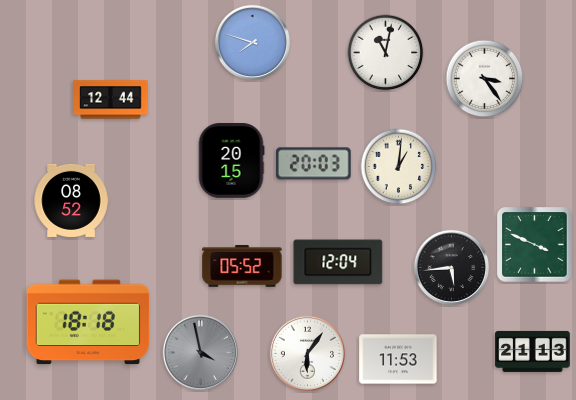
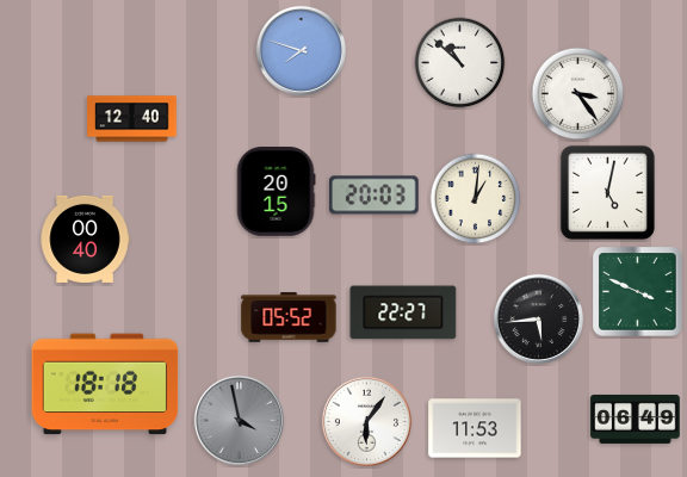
clock at (386, 53): 11:02 -> 10:52
clock at (111, 100): 12:44 -> 12:40
clock at (607, 192): none -> 5:02
clock at (71, 200): 08:52 -> 00:40
clock at (338, 262): 12:04 -> 22:27
clock at (533, 351): 21:13 -> 06:49
